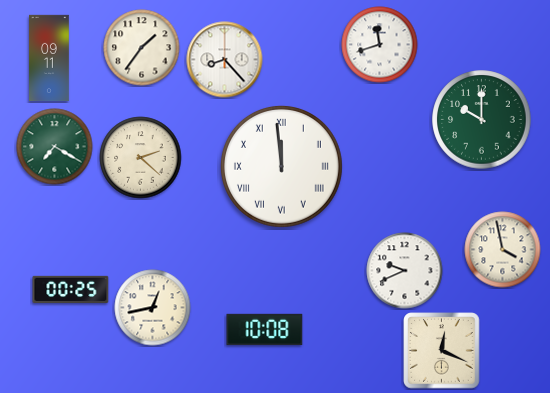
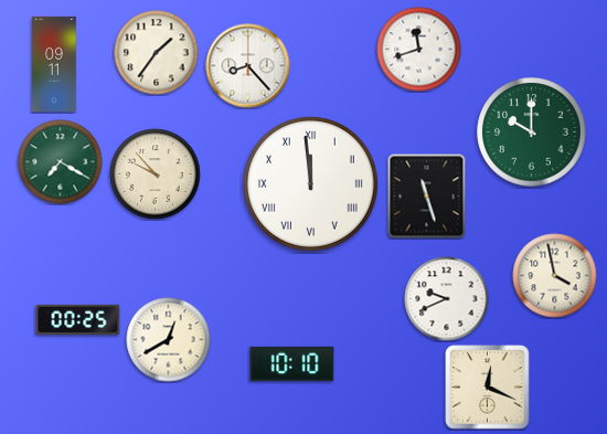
clock at (141, 158): 2:22 -> 9:53
clock at (427, 197): none -> 11:27
clock at (153, 308): 12:43 -> 12:40
clock at (265, 329): 10:08 -> 10:10
